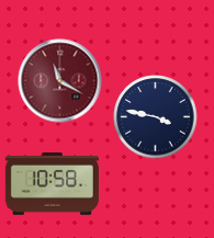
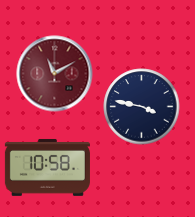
clock at (60, 81): 11:20 -> 11:10
